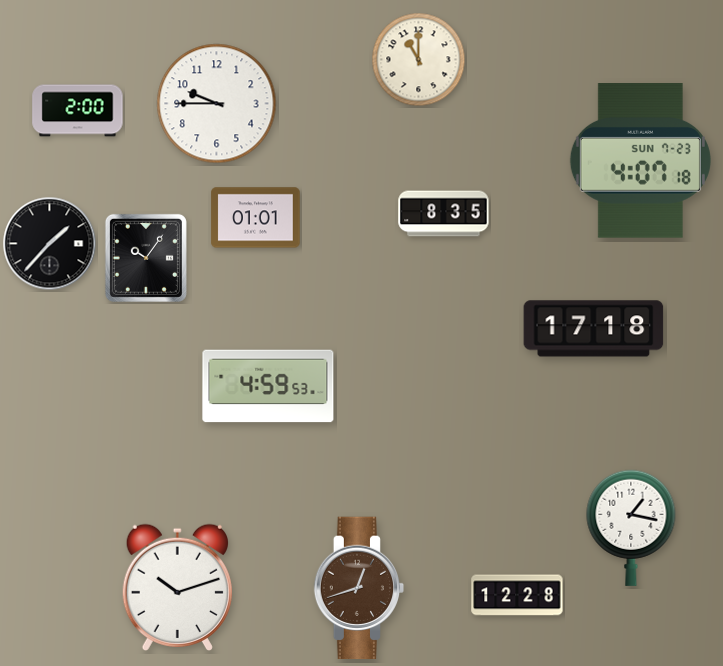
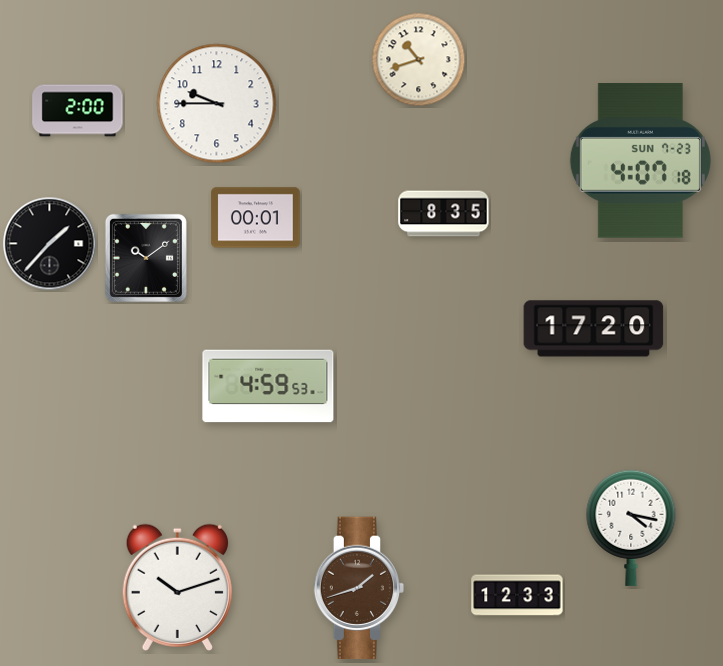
clock at (419, 60): 11:00 -> 10:42
clock at (256, 218): 01:01 -> 00:01
clock at (146, 258): 10:06 -> 10:09
clock at (594, 329): 17:18 -> 17:20
clock at (631, 528): 1:17 -> 4:17
clock at (359, 588): 12:42 -> 1:42
clock at (517, 595): 12:28 -> 12:33
